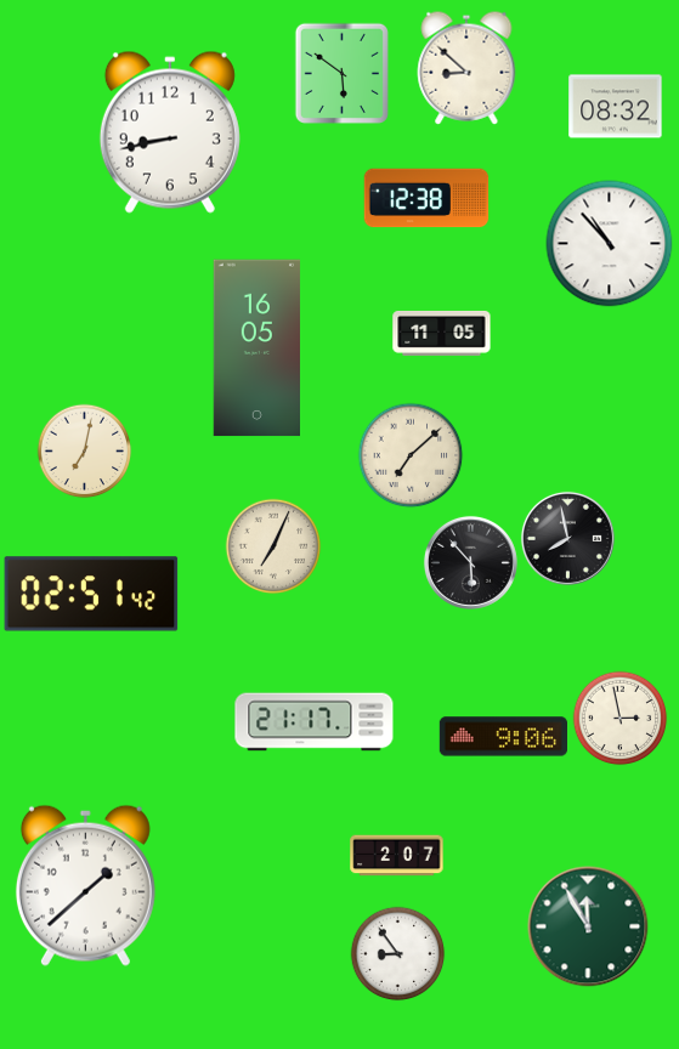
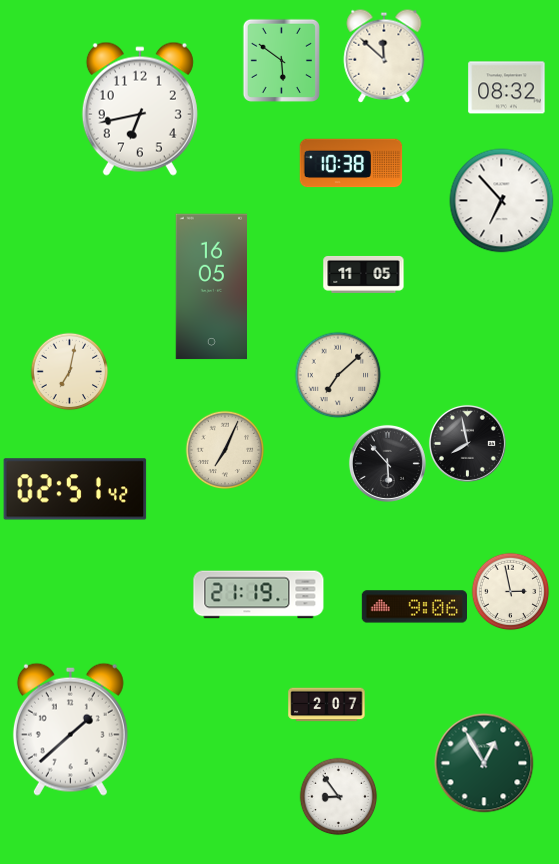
clock at (466, 68): 8:52 -> 11:52
clock at (170, 132): 8:43 -> 6:43
clock at (426, 198): 12:38 -> 10:38
clock at (610, 244): 10:53 -> 6:53
clock at (315, 722): 21:17 -> 21:19
clock at (588, 926): 11:55 -> 12:55
clock at (397, 953) position: (397, 953) -> (338, 796)
